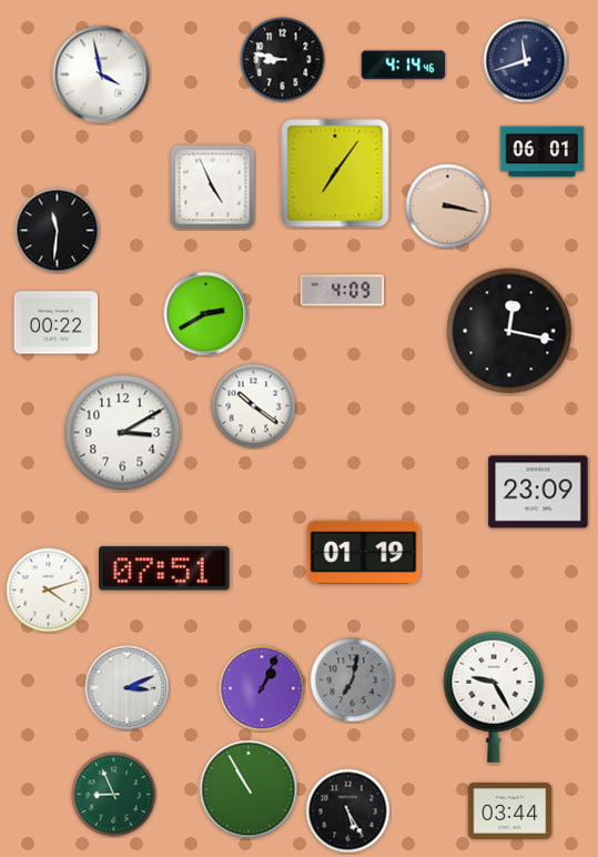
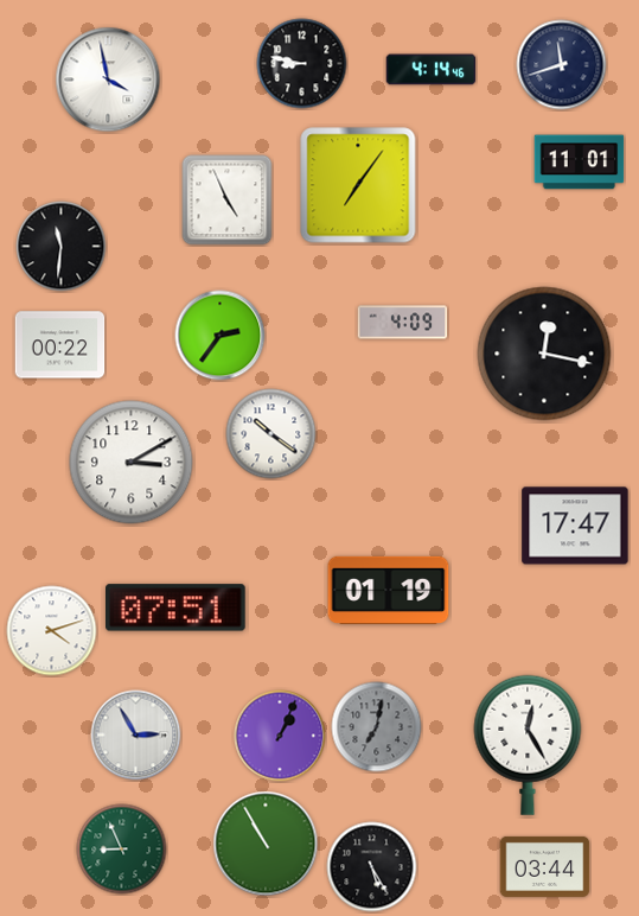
clock at (543, 152): 06:01 -> 11:01
clock at (448, 206): 3:17 -> none
clock at (343, 291) position: (343, 291) -> (403, 323)
clock at (206, 314): 2:40 -> 2:36
clock at (538, 492): 23:09 -> 17:47
clock at (128, 688): 3:11 -> 2:55
clock at (494, 697): 9:25 -> 12:25
